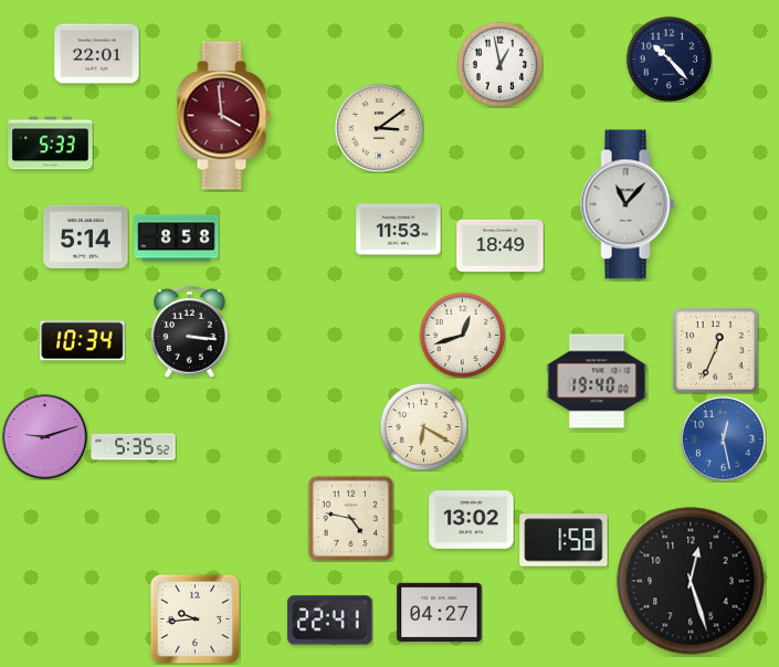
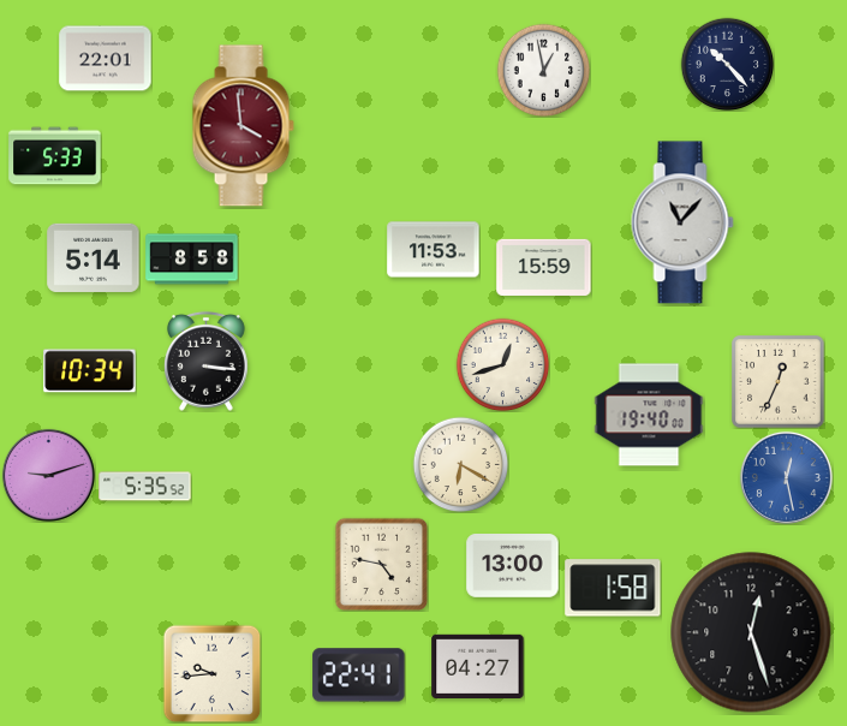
clock at (379, 128): 3:09 -> none
clock at (501, 245): 18:49 -> 15:59
clock at (472, 520): 13:02 -> 13:00
